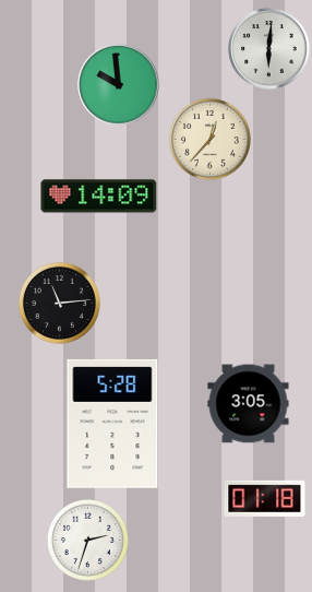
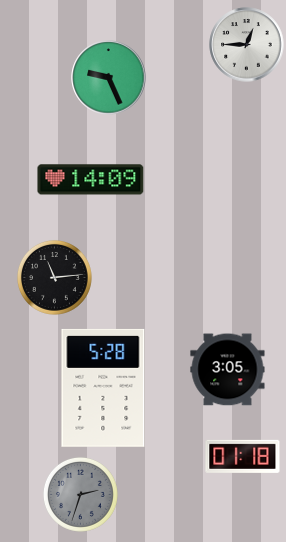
clock at (269, 49): 6:01 -> 12:45
clock at (119, 85): 9:59 -> 9:26
clock at (209, 139): 12:37 -> none
clock at (87, 540) dial: white -> grey
